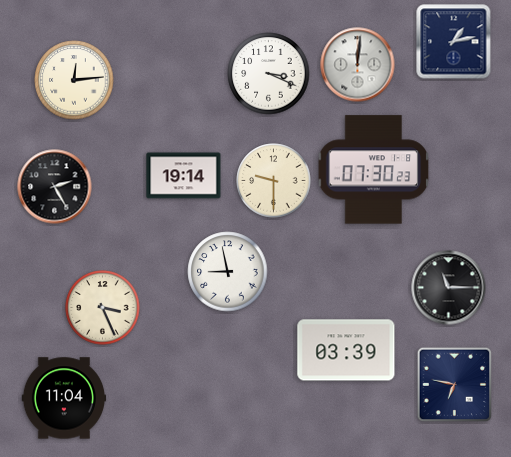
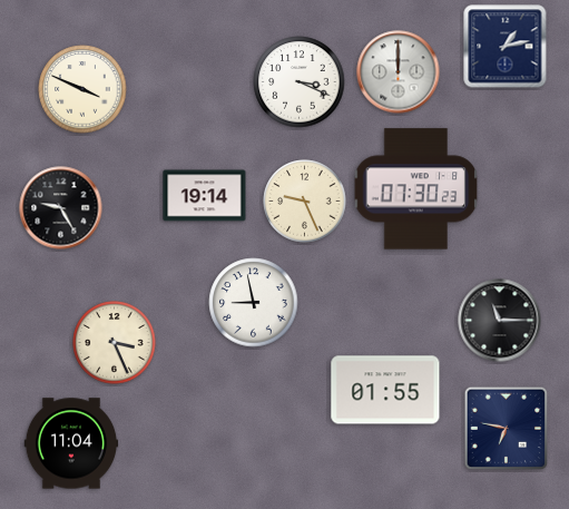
clock at (358, 65): 12:01 -> 12:00
clock at (74, 80): 12:14 -> 3:49
clock at (274, 181): 9:30 -> 9:26
clock at (55, 187): 2:25 -> 9:25
clock at (346, 350): 03:39 -> 01:55
